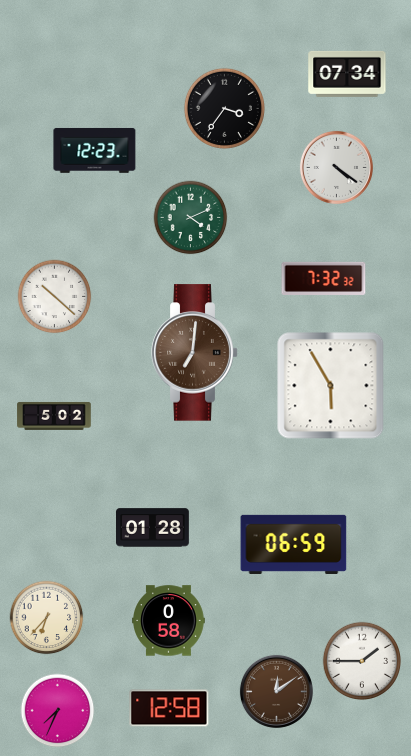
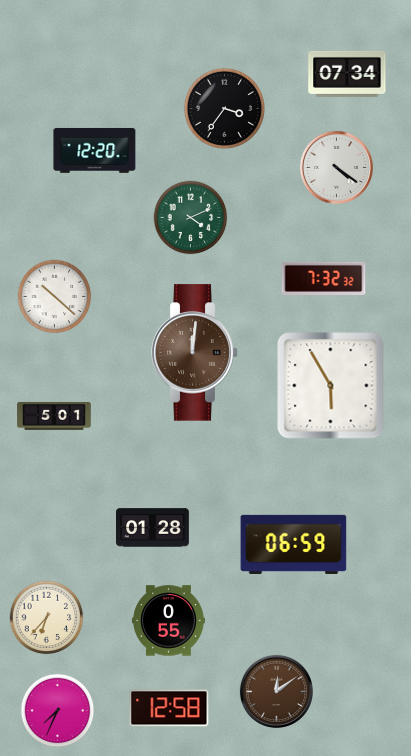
clock at (95, 151): 12:23 -> 12:20
clock at (195, 353): 7:01 -> 12:01
clock at (54, 416): 5:02 -> 5:01
clock at (169, 621): 0:58 -> 0:55
clock at (362, 661): 1:45 -> none
